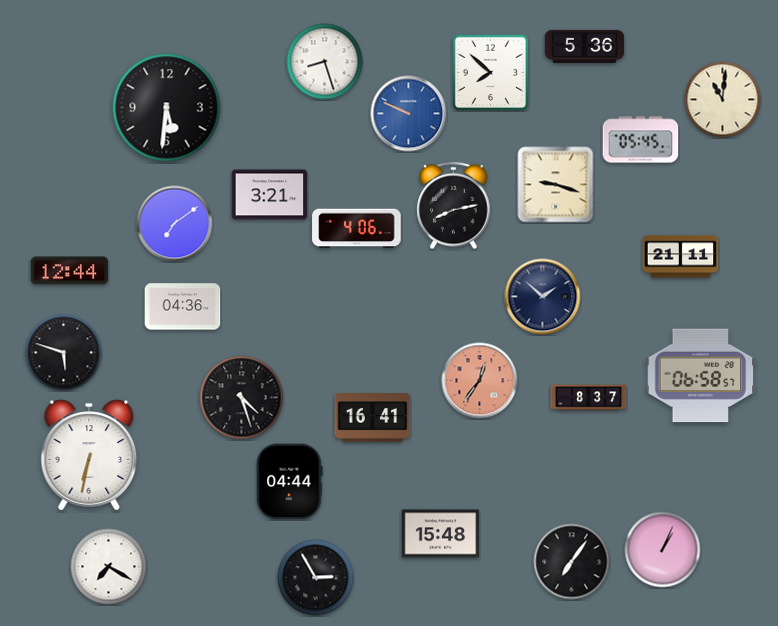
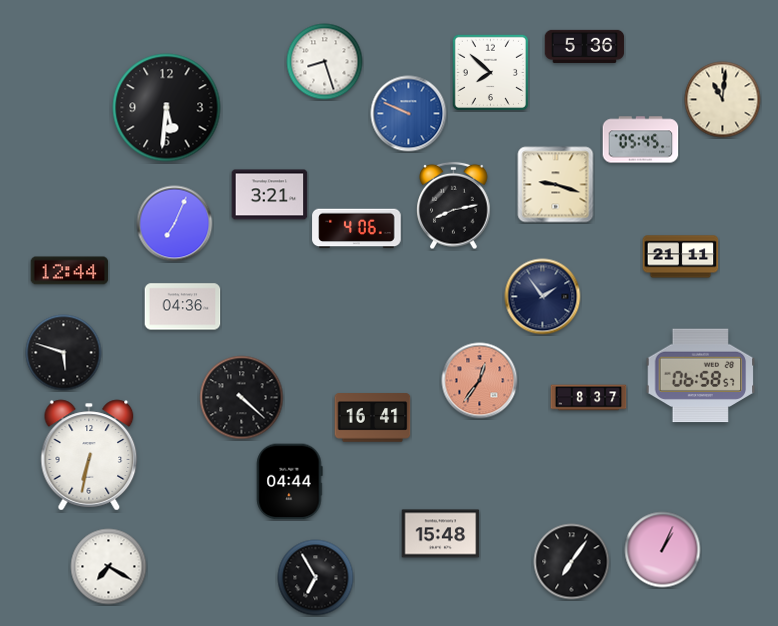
clock at (175, 224): 7:09 -> 7:04
clock at (543, 297): 1:52 -> 1:54
clock at (242, 398): 4:27 -> 4:22
clock at (316, 578): 2:55 -> 6:55
